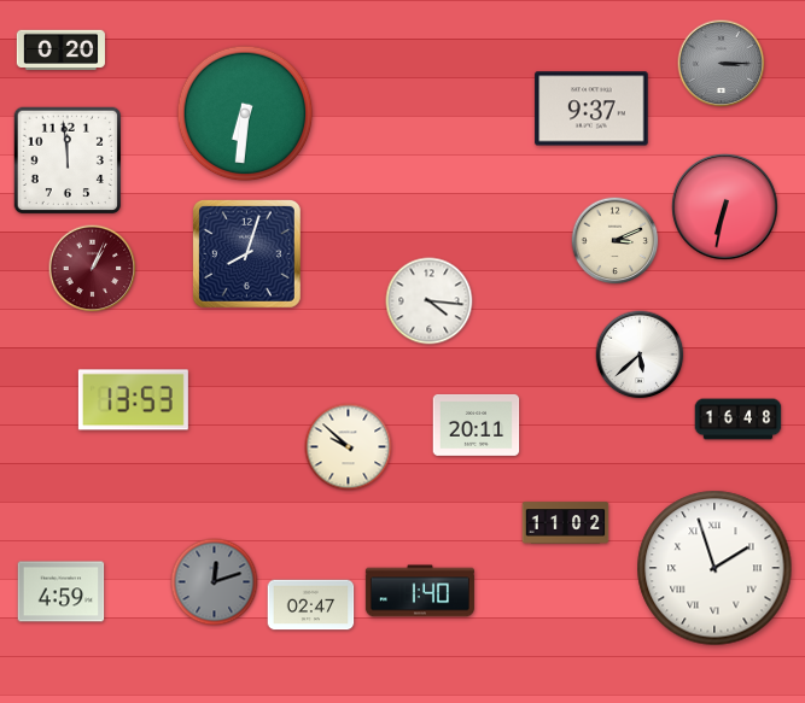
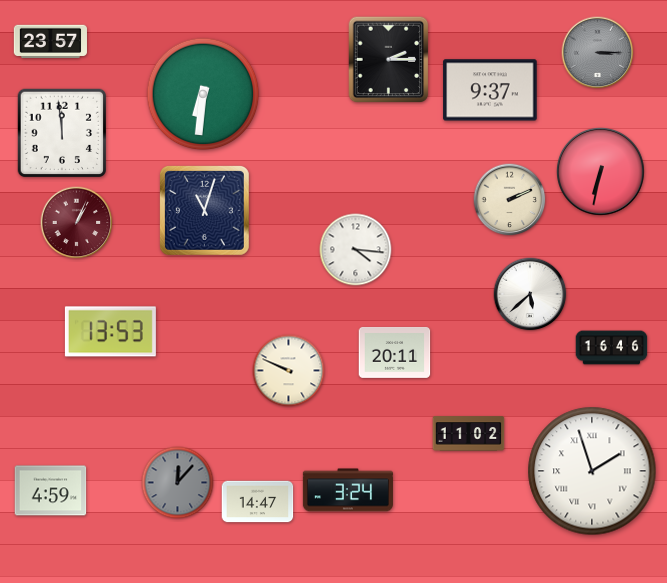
clock at (60, 49): 0:20 -> 23:57
clock at (389, 60): none -> 2:15
clock at (68, 160) position: (68, 160) -> (62, 133)
clock at (616, 241): 3:11 -> 2:11
clock at (246, 253): 8:03 -> 11:03
clock at (739, 420): 16:48 -> 16:46
clock at (349, 447): 9:52 -> 9:49
clock at (215, 582): 12:12 -> 12:07
clock at (420, 591): 1:40 -> 3:24
clock at (311, 605): 02:47 -> 14:47
